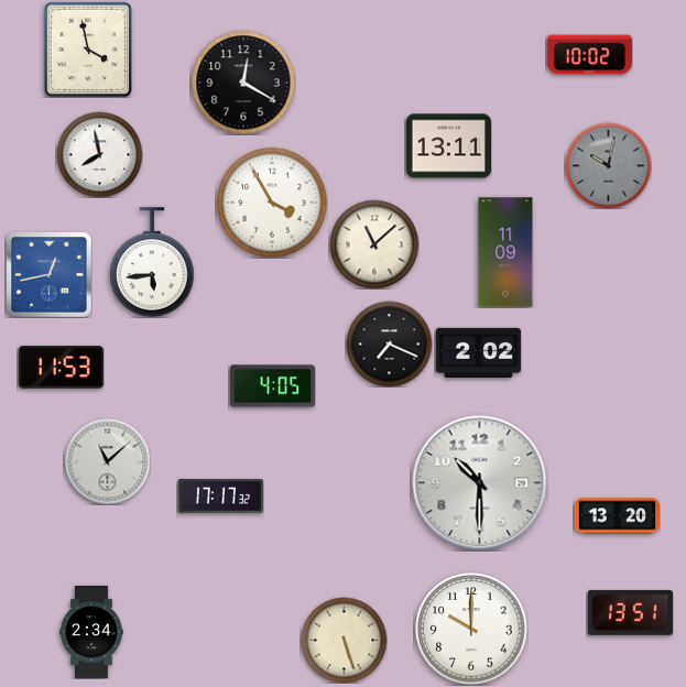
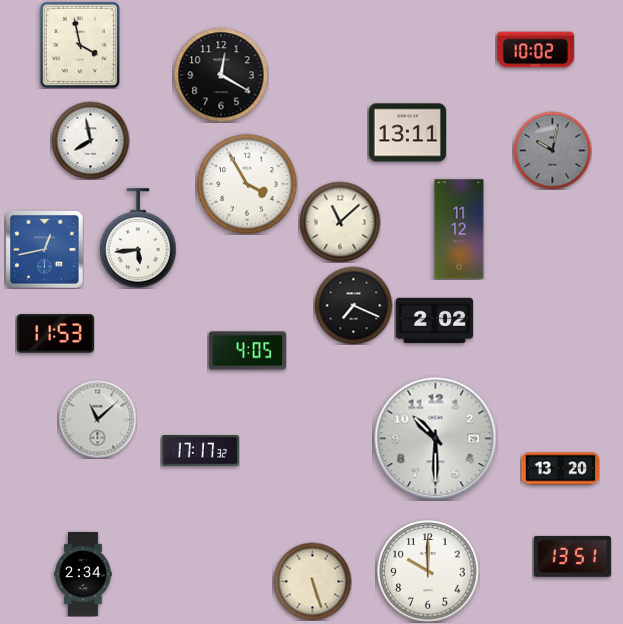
clock at (505, 252): 11:09 -> 11:12
clock at (389, 343) position: (389, 343) -> (353, 305)
